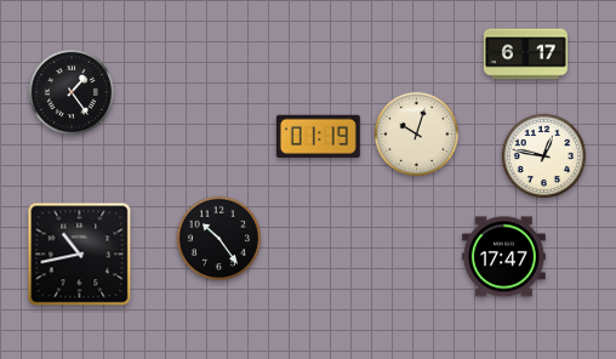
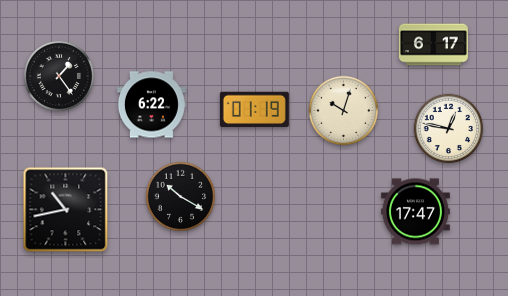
clock at (151, 105): none -> 6:22
clock at (318, 136) position: (318, 136) -> (254, 109)
clock at (219, 239): 10:24 -> 10:20
